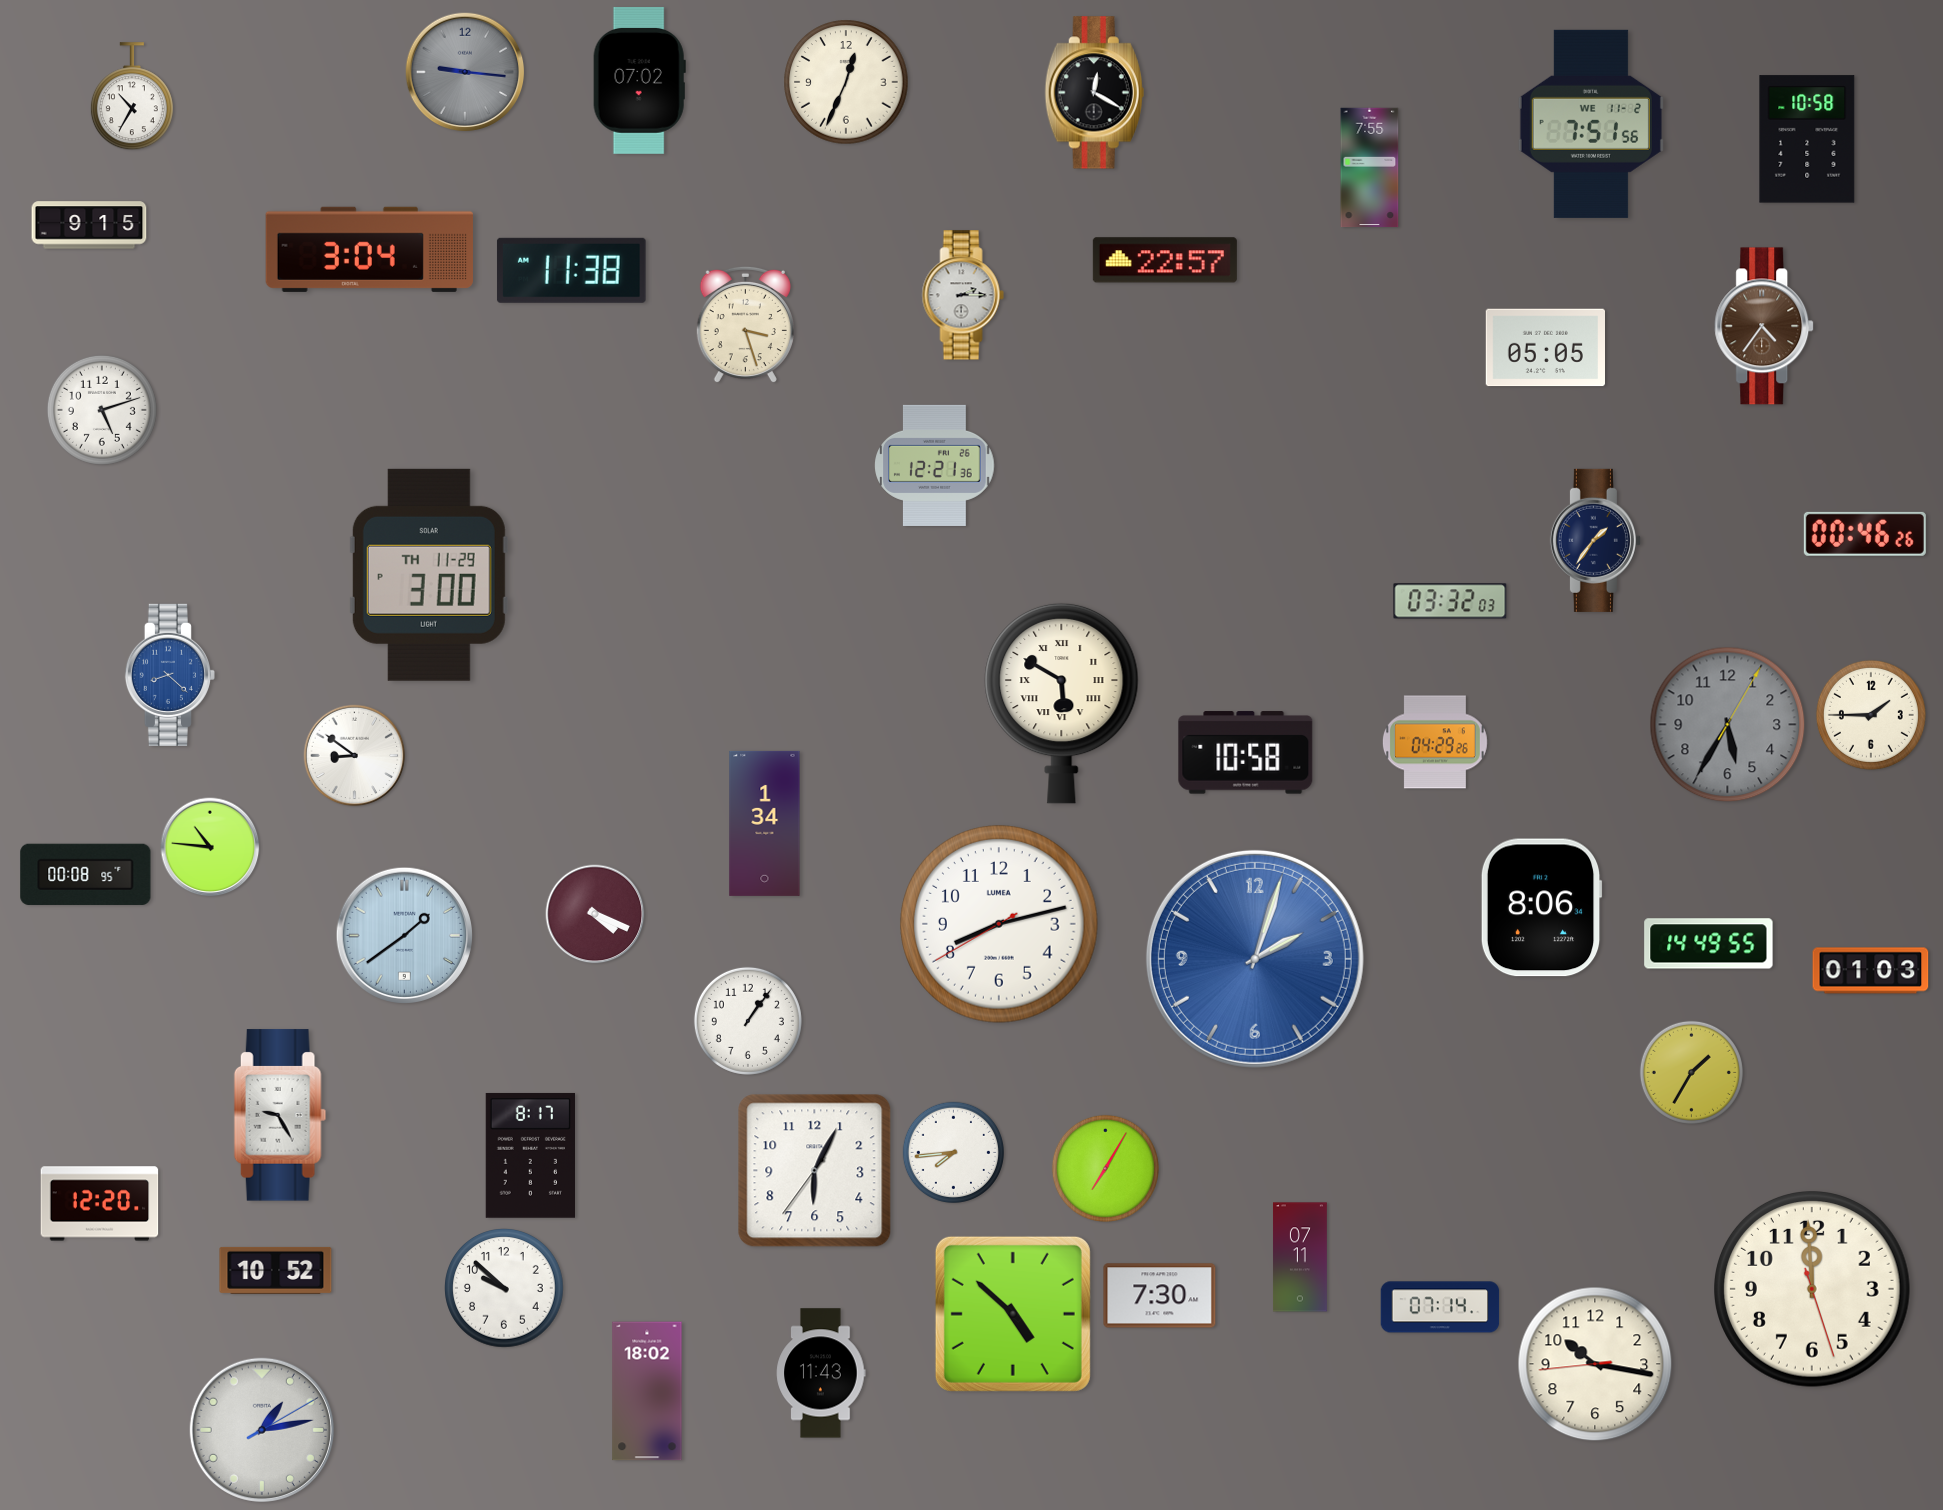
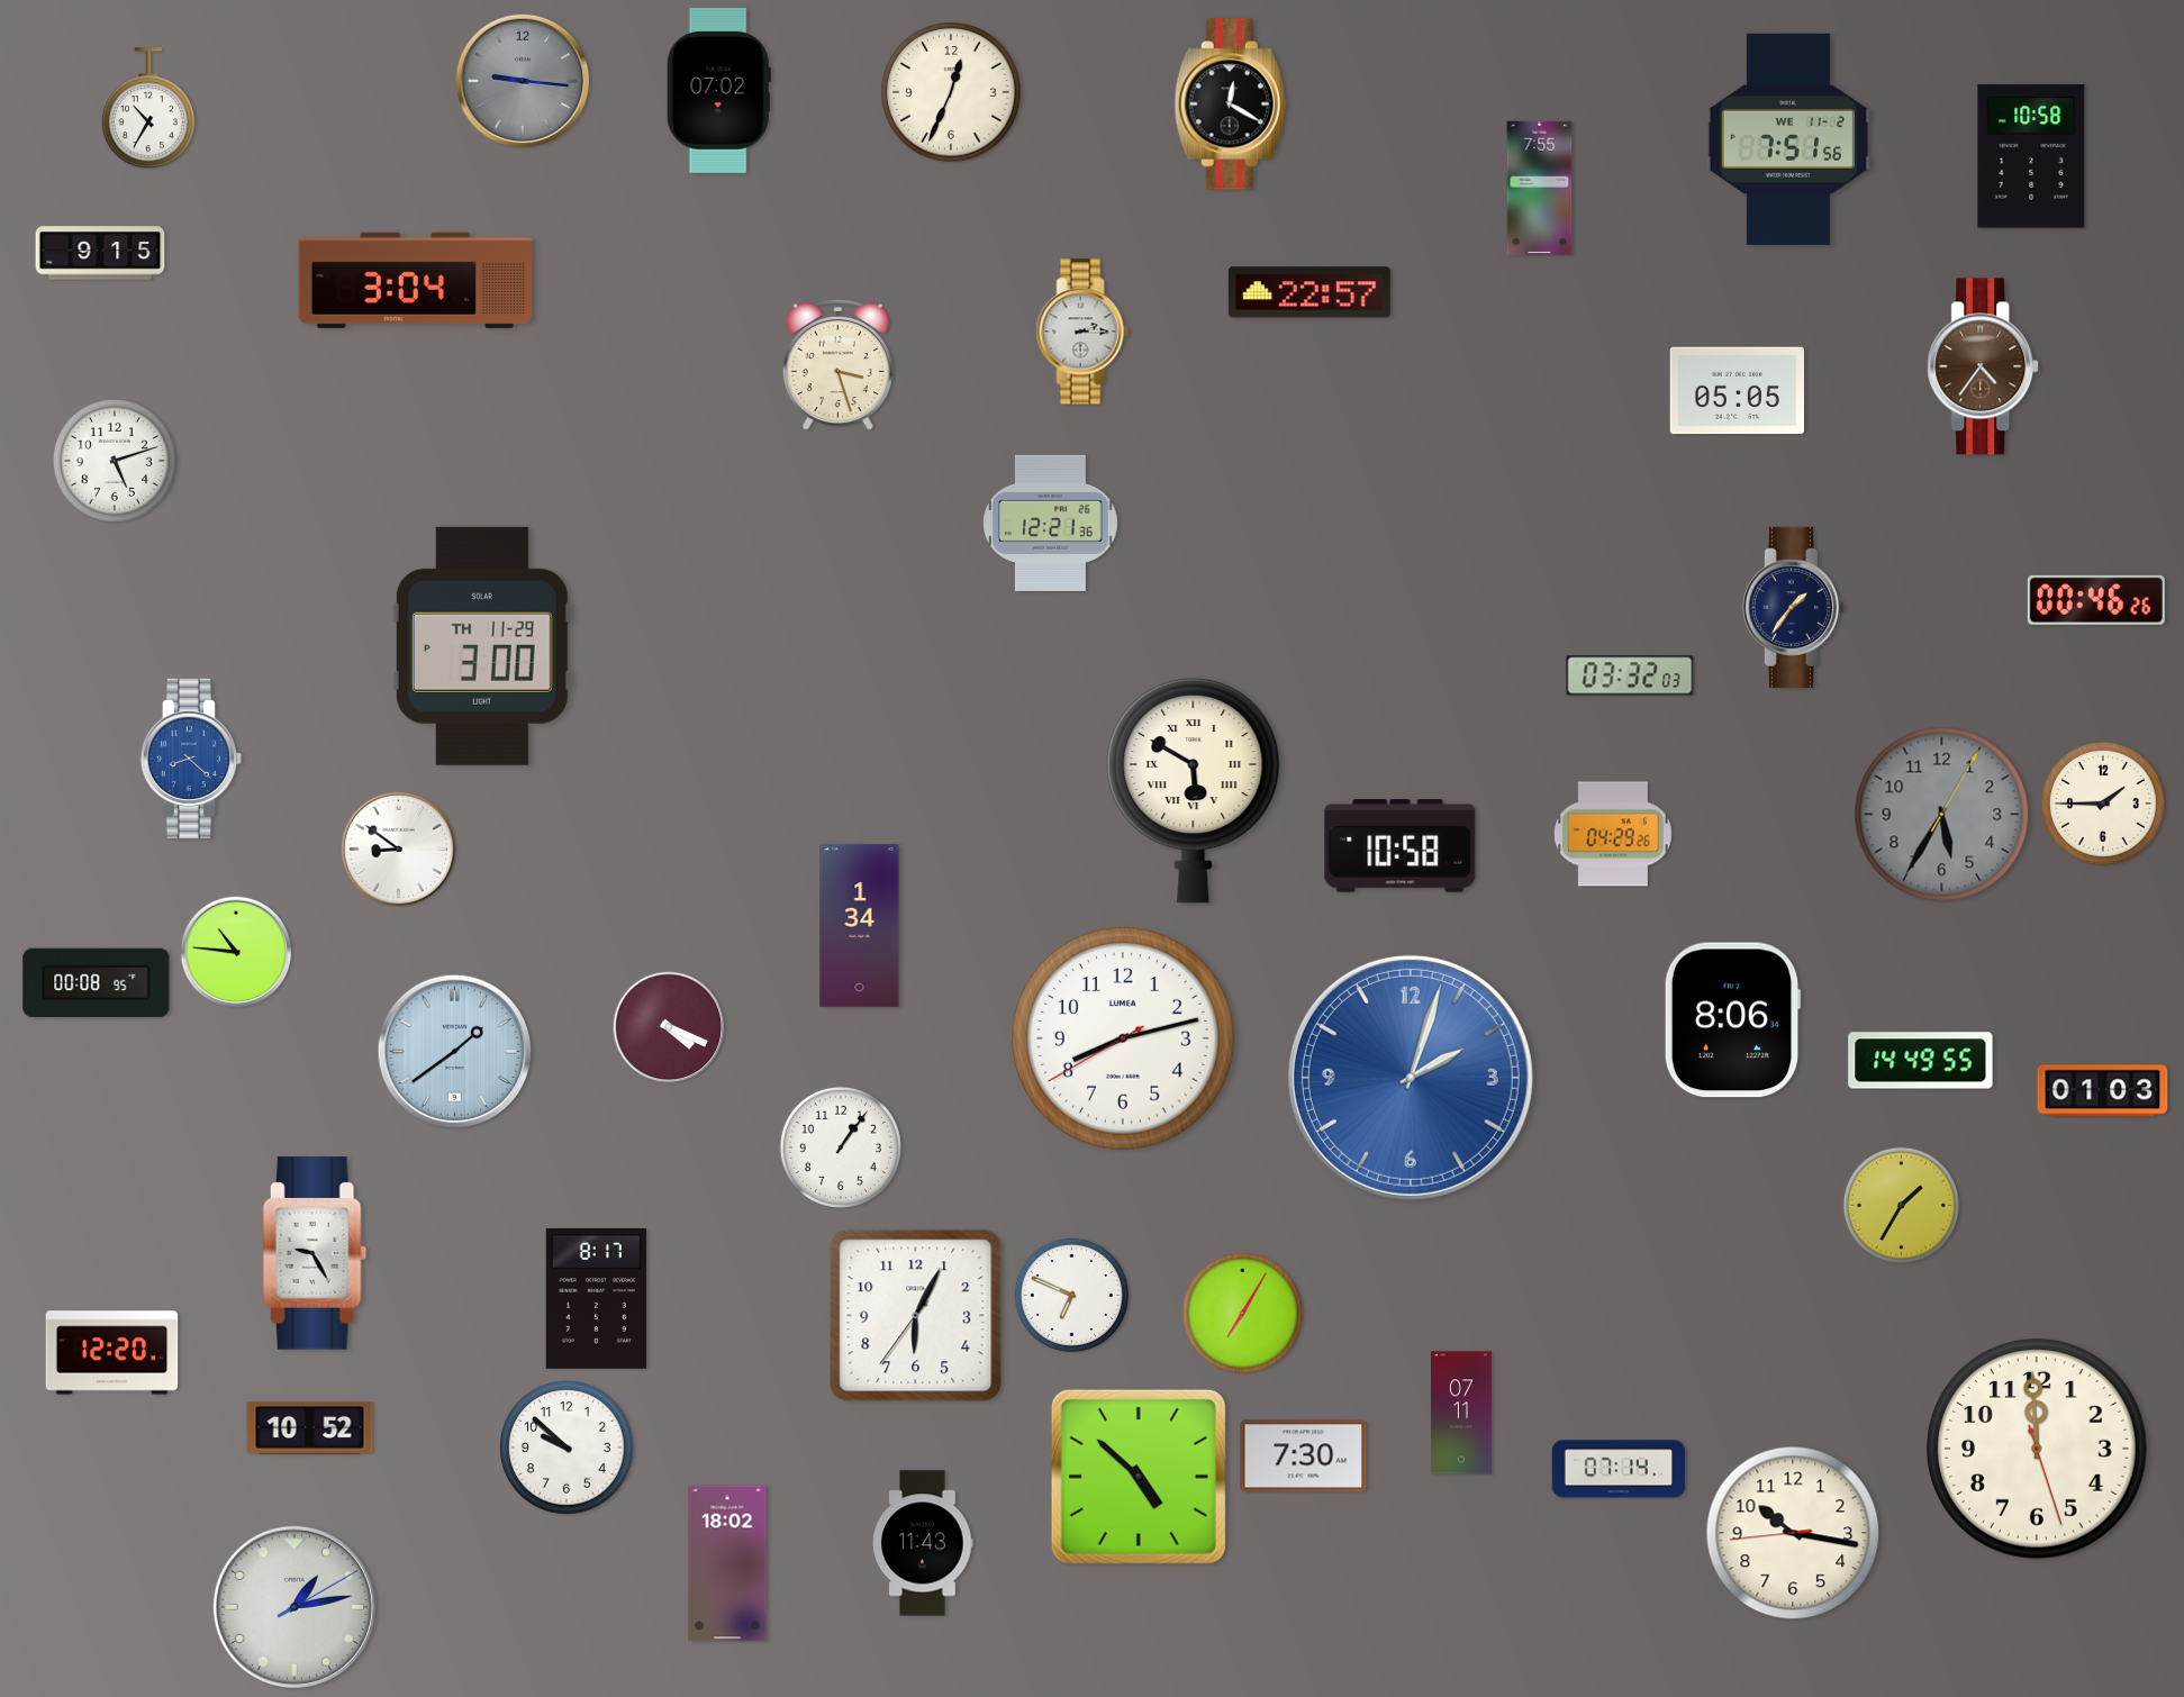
clock at (571, 270): 11:38 -> none
clock at (953, 1152): 7:44 -> 6:49
